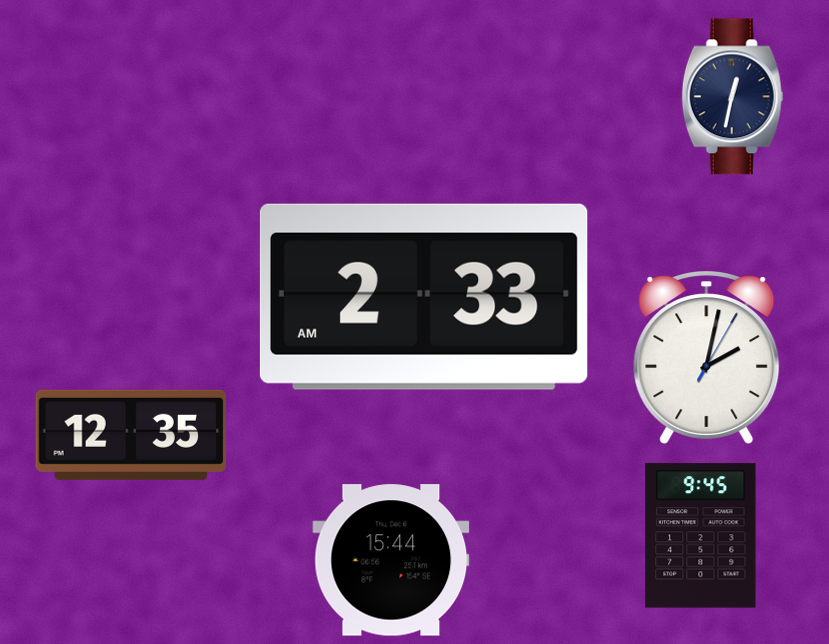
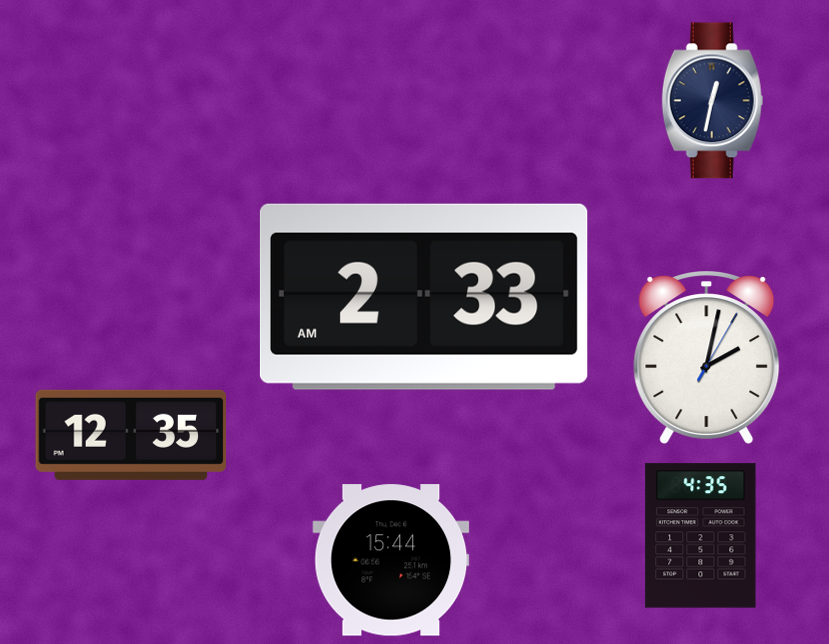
clock at (733, 97) position: (733, 97) -> (713, 101)
clock at (701, 536): 9:45 -> 4:35
